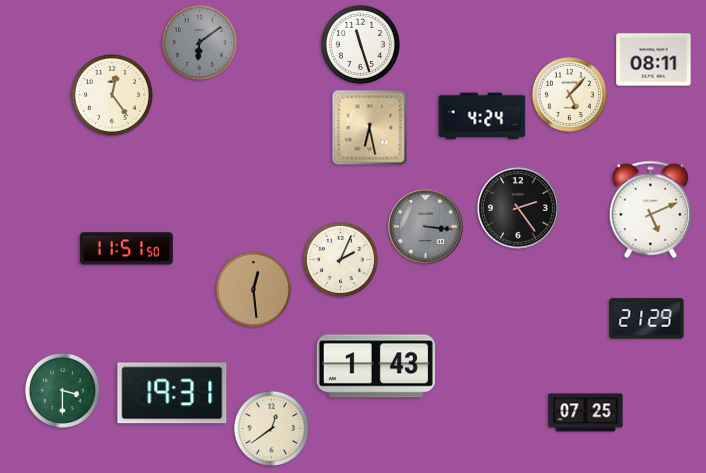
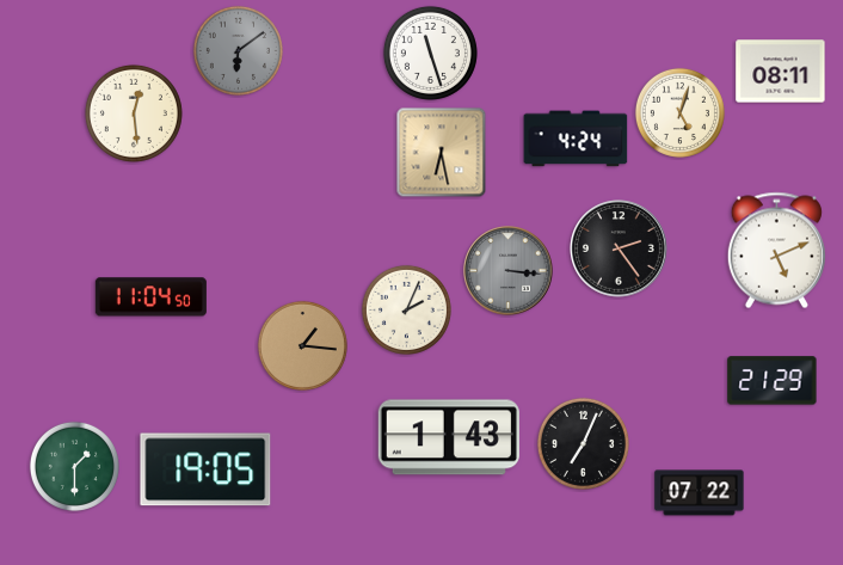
clock at (569, 94): 5:07 -> 5:03
clock at (112, 95): 12:24 -> 12:29
clock at (126, 249): 11:51 -> 11:04
clock at (253, 289): 12:29 -> 1:16
clock at (583, 443): none -> 7:04
clock at (62, 390): 3:30 -> 1:30
clock at (172, 393): 19:31 -> 19:05
clock at (586, 413): 07:25 -> 07:22
clock at (271, 428): 12:39 -> none
